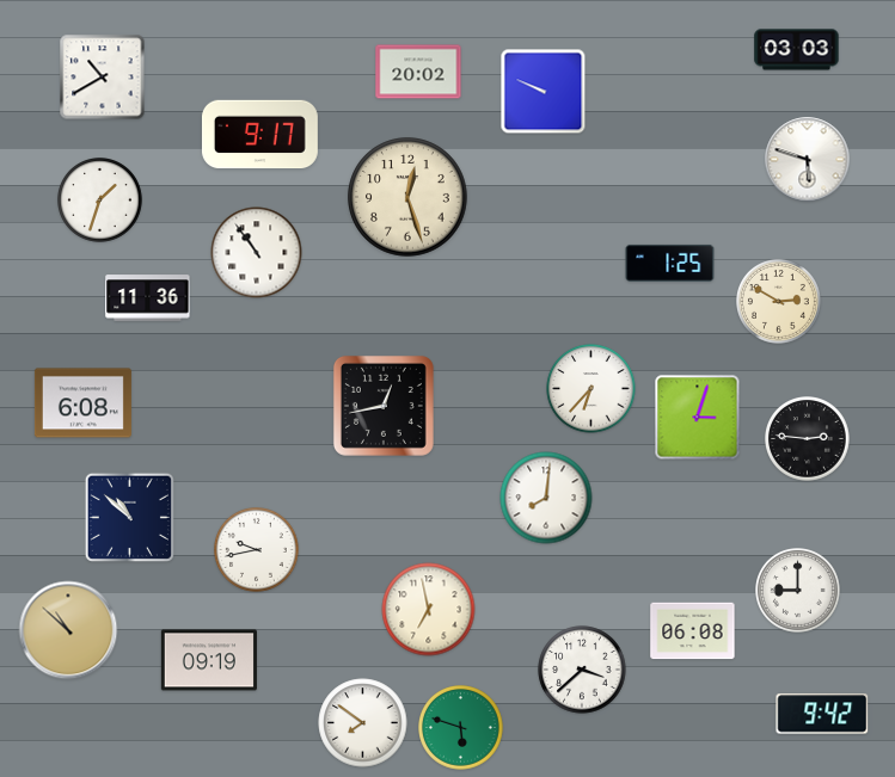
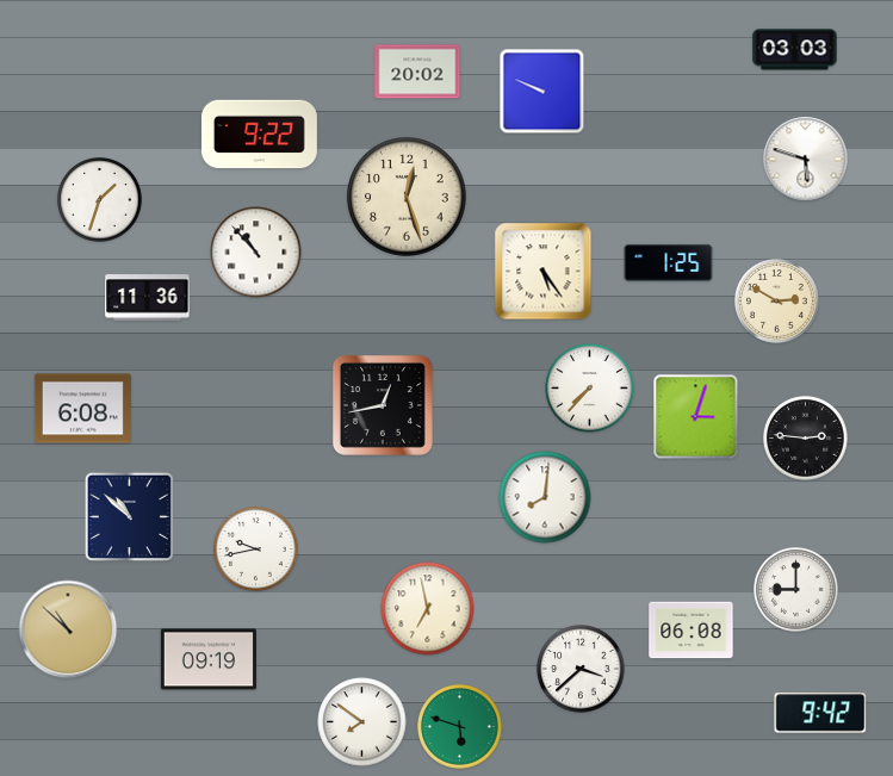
clock at (103, 78): 10:40 -> none
clock at (259, 135): 9:17 -> 9:22
clock at (257, 253): 10:54 -> 10:53
clock at (544, 272): none -> 5:24
clock at (591, 389): 6:37 -> 7:37
clock at (82, 403) position: (82, 403) -> (82, 409)
